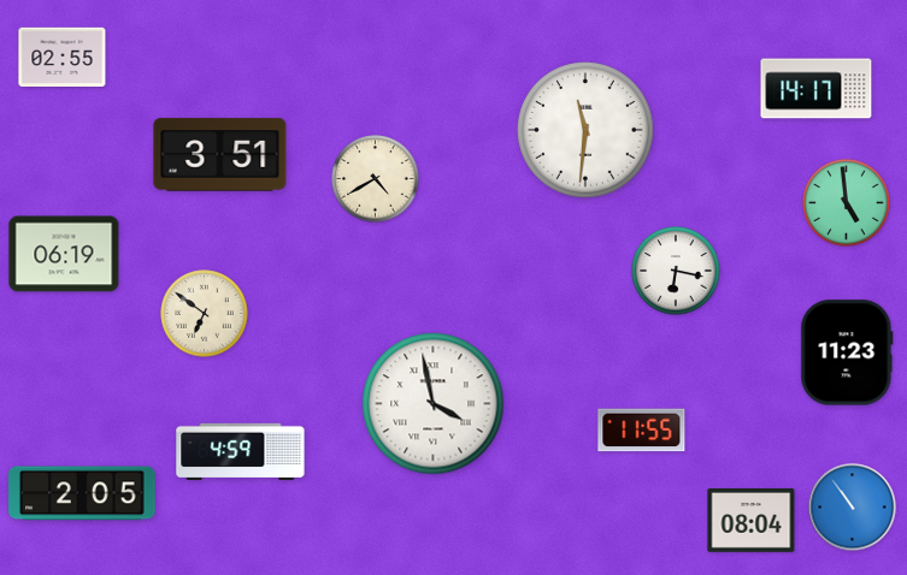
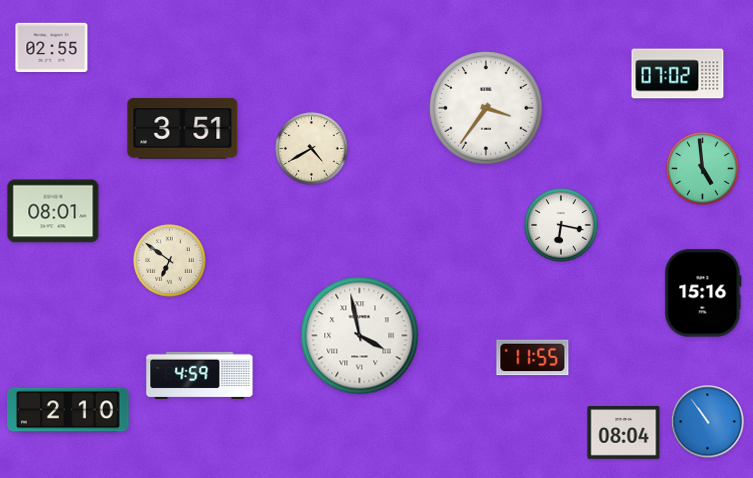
clock at (817, 89): 14:17 -> 07:02
clock at (585, 130): 11:31 -> 3:36
clock at (64, 254): 06:19 -> 08:01
clock at (847, 352): 11:23 -> 15:16
clock at (82, 493): 2:05 -> 2:10
